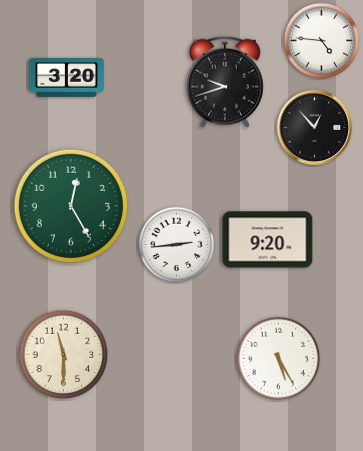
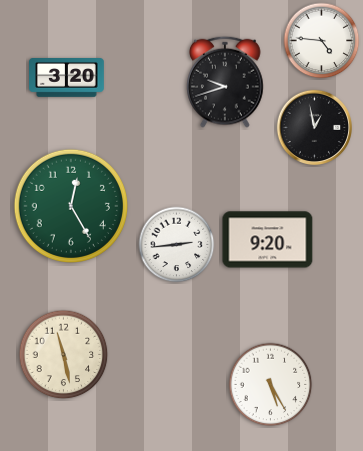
clock at (314, 127): 12:53 -> 12:58
clock at (64, 355): 11:30 -> 11:28
clock at (279, 359) position: (279, 359) -> (271, 385)
